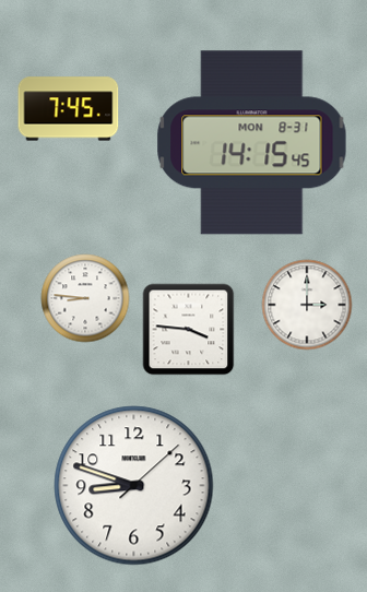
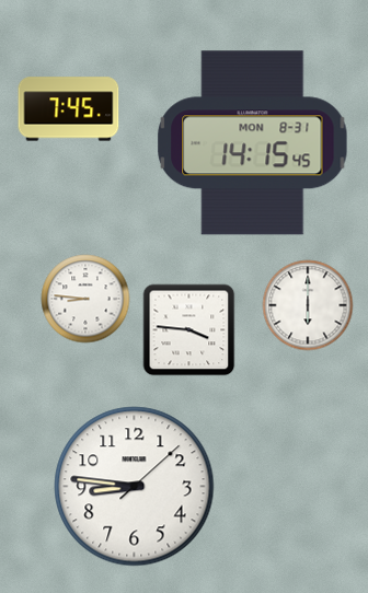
clock at (307, 305): 3:00 -> 6:00
clock at (134, 486): 8:48 -> 8:46
